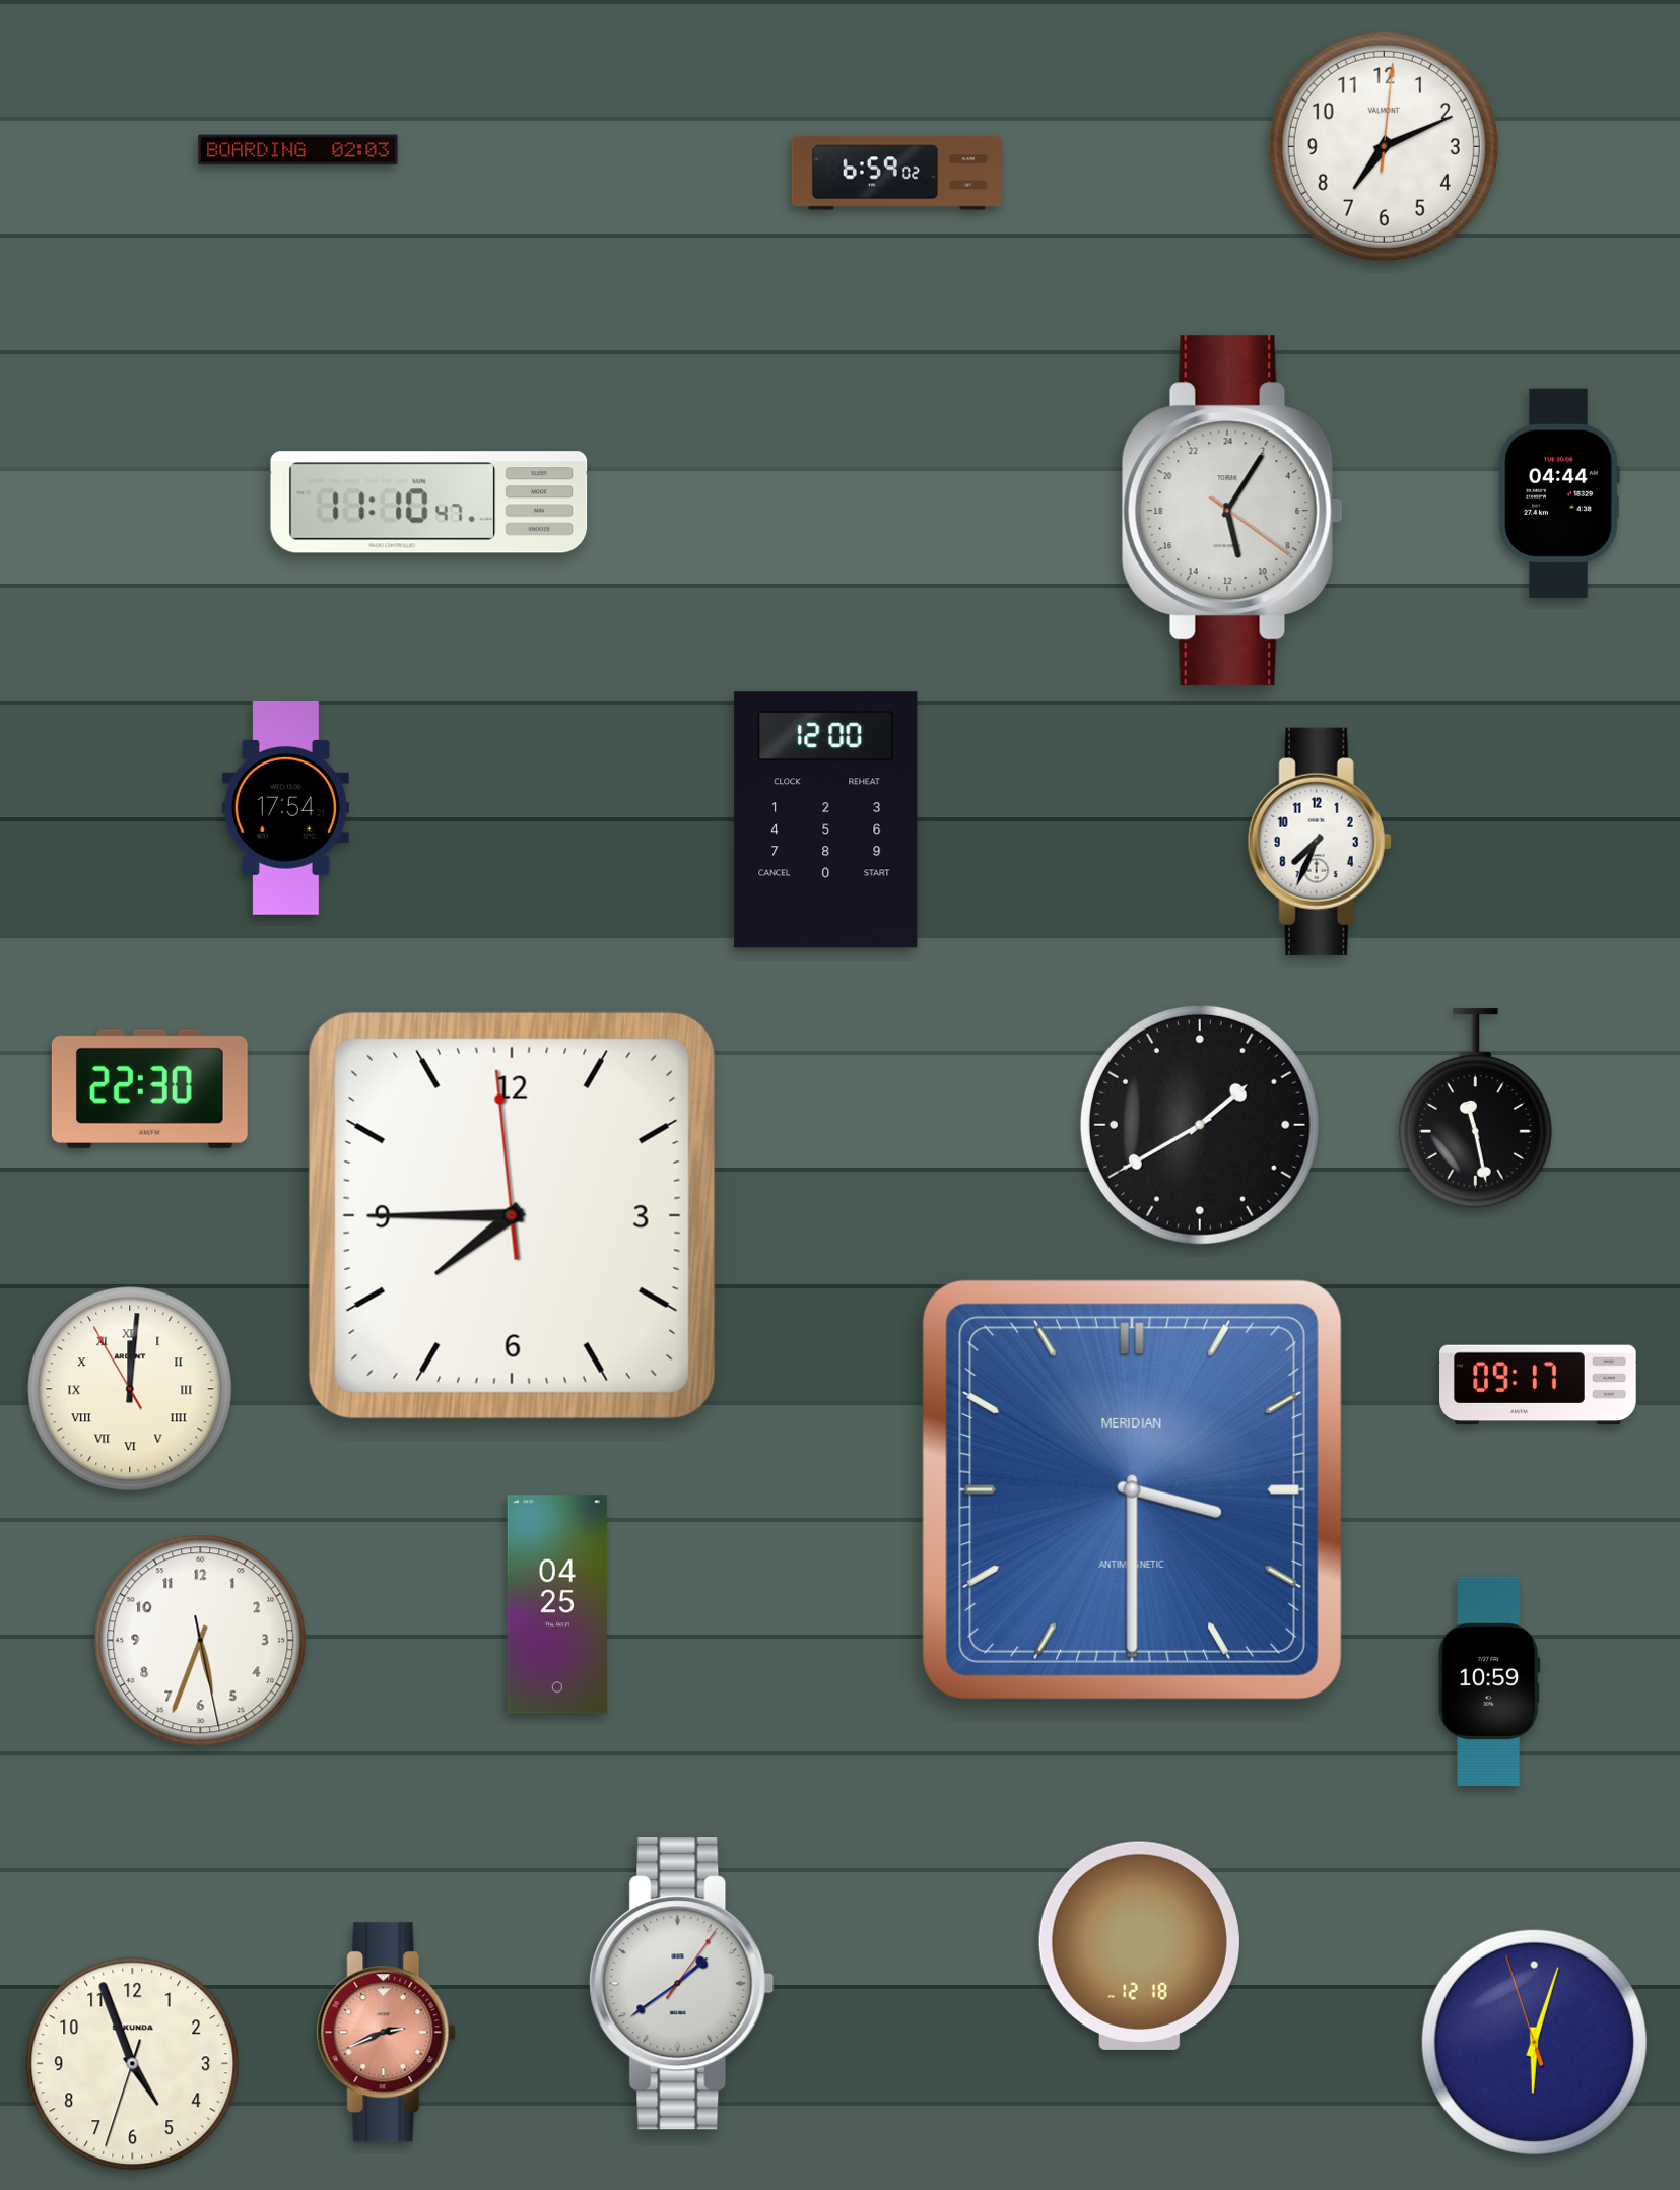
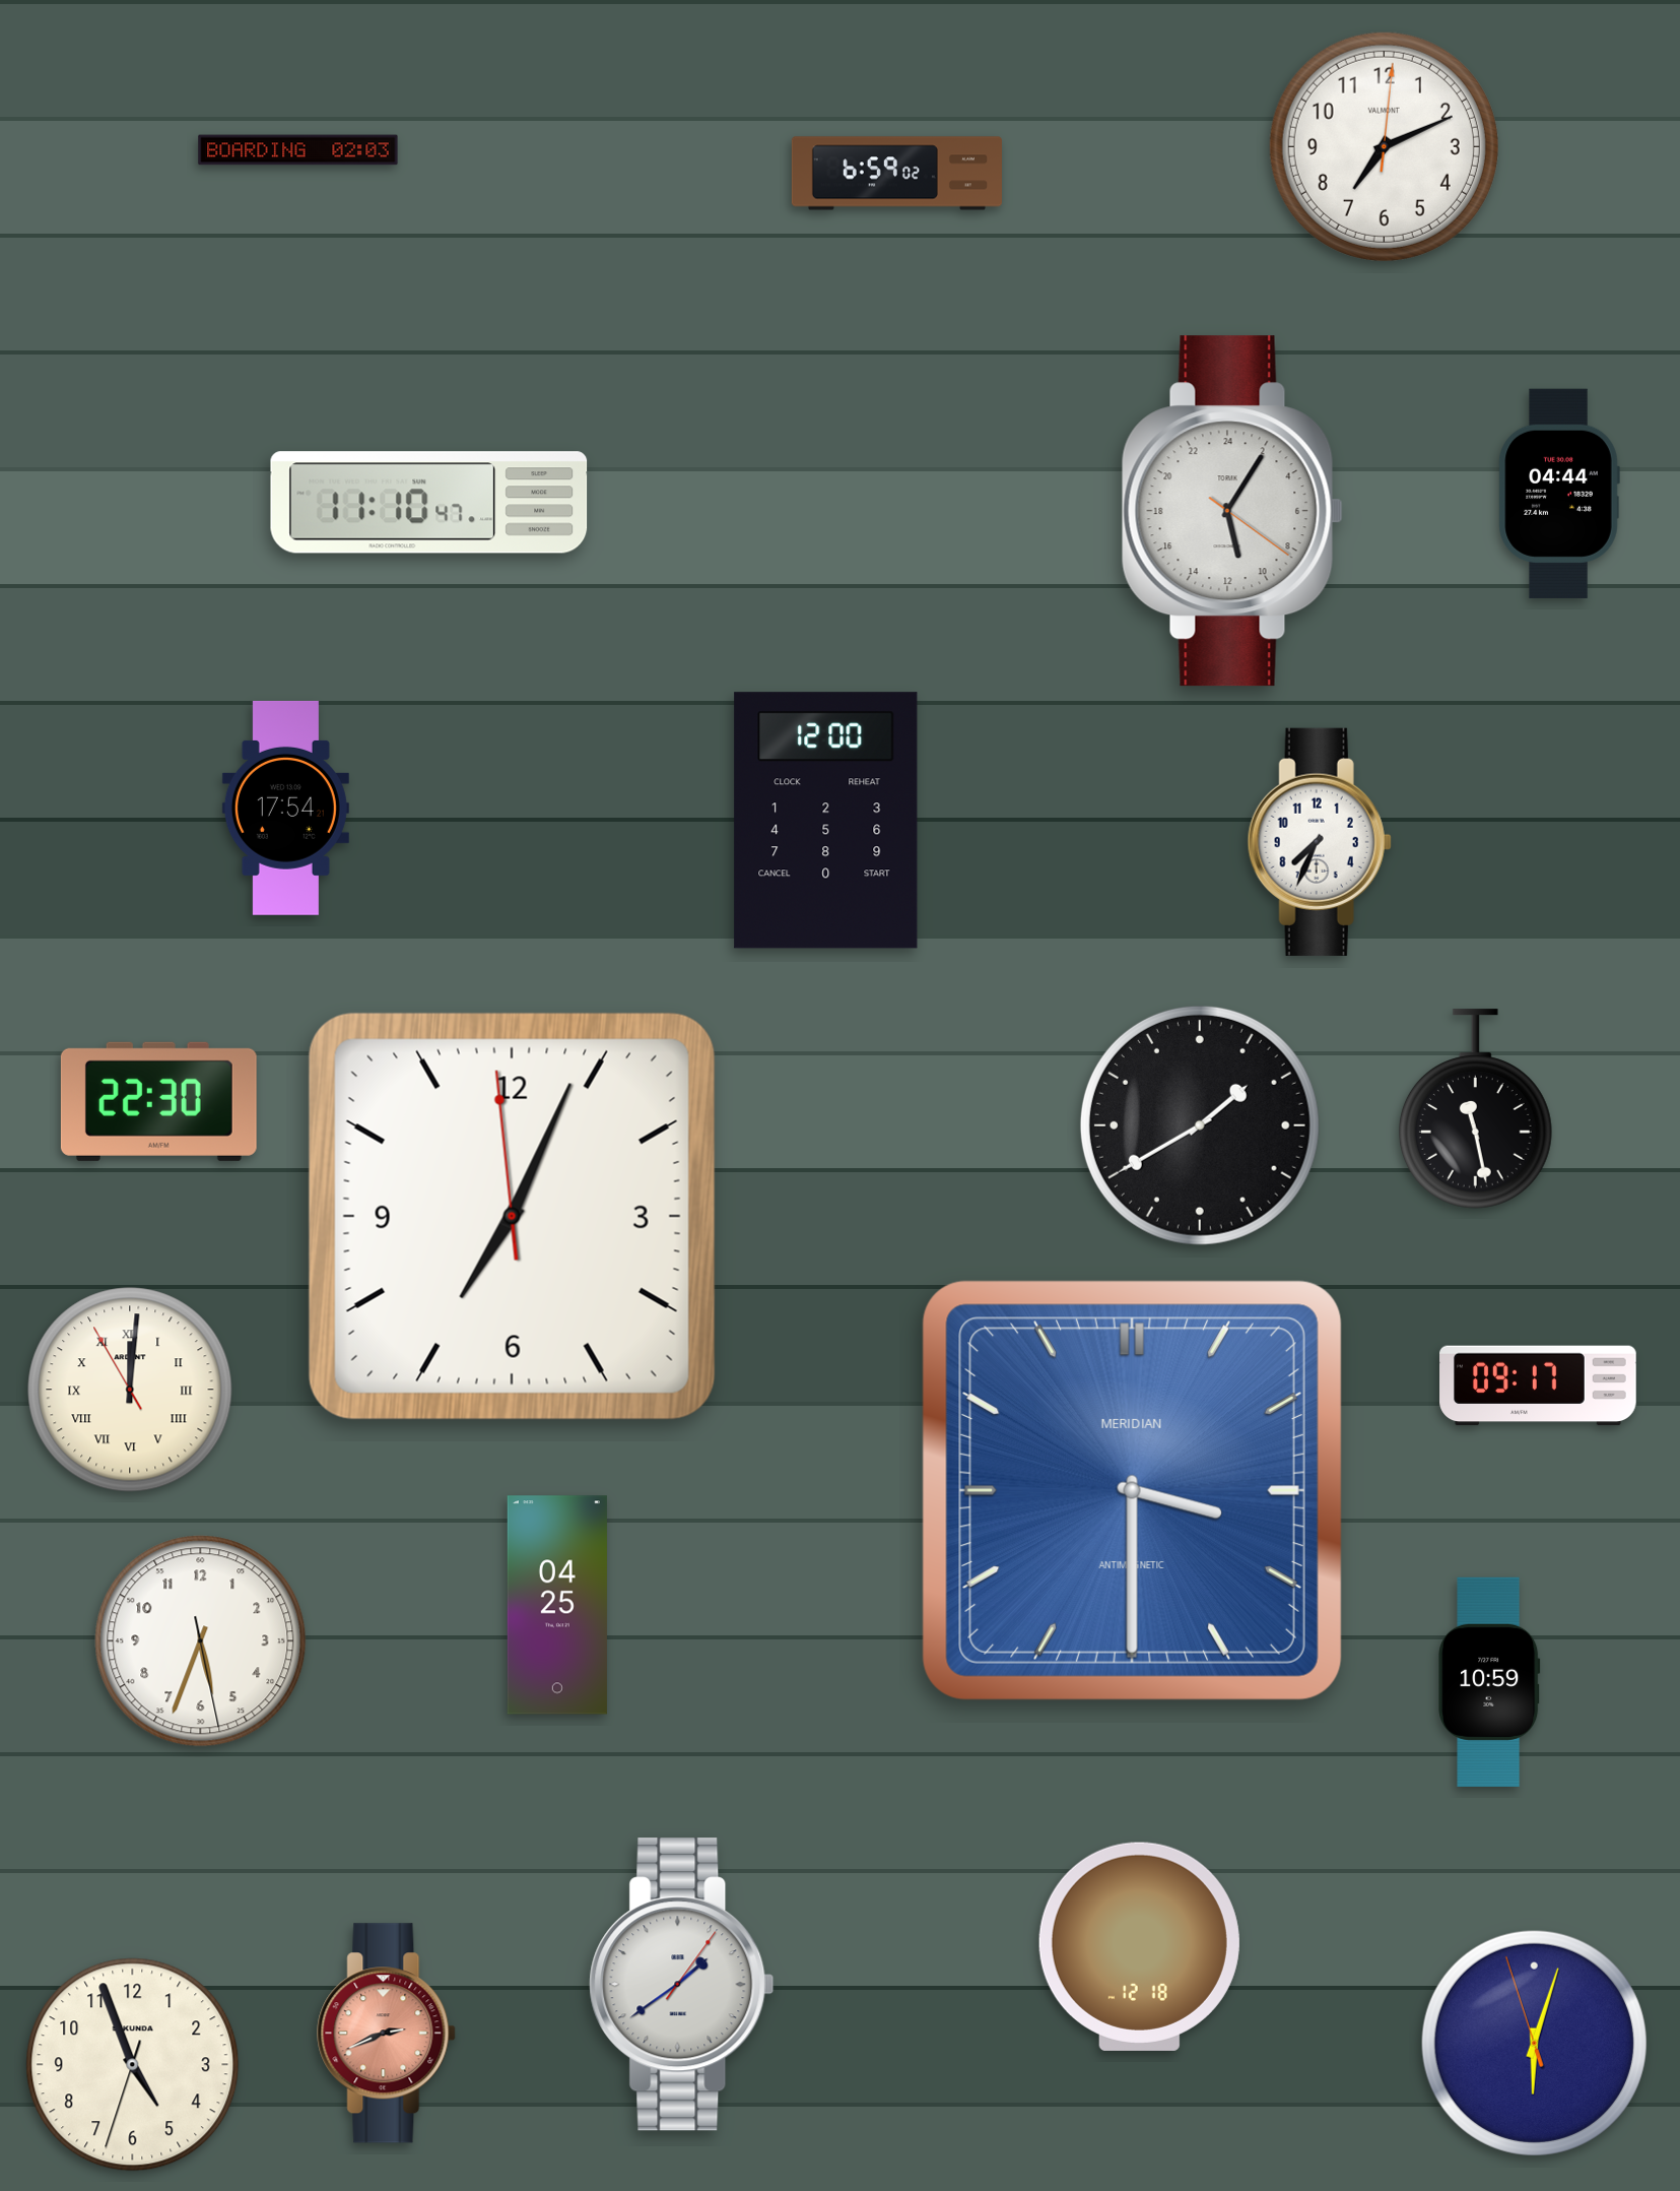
clock at (149, 1088) position: (149, 1088) -> (158, 1101)
clock at (512, 1215): 7:44 -> 7:03
